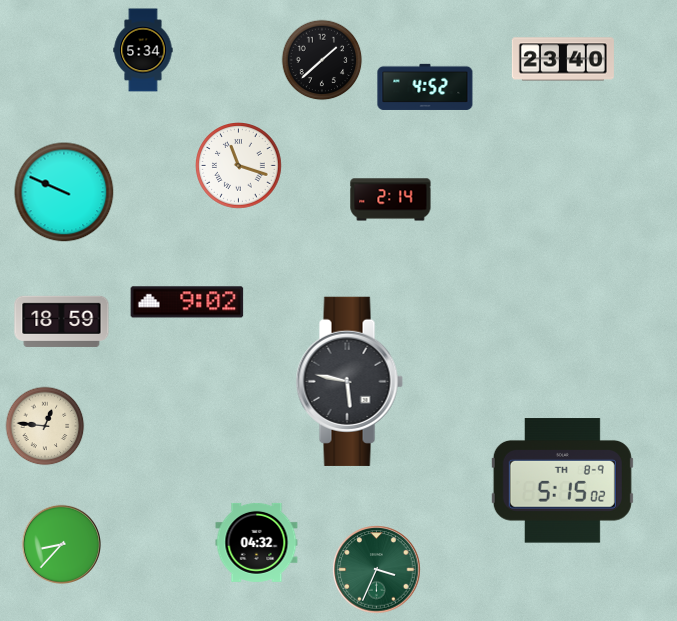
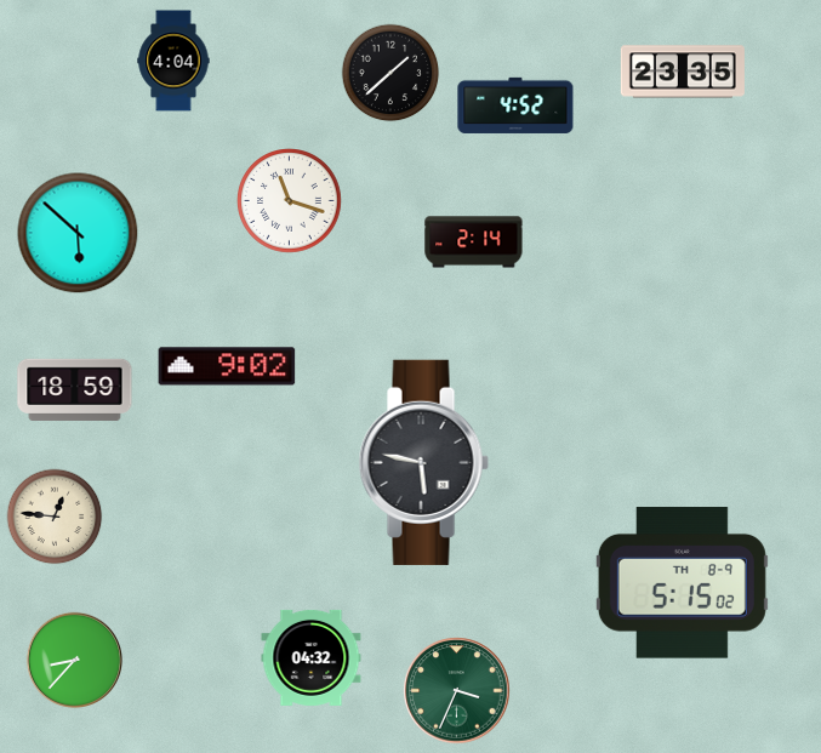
clock at (143, 50): 5:34 -> 4:04
clock at (563, 59): 23:40 -> 23:35
clock at (64, 192): 9:49 -> 5:52
